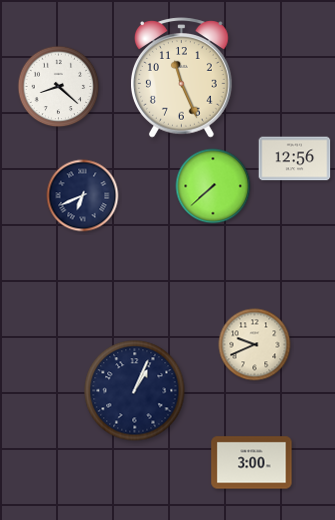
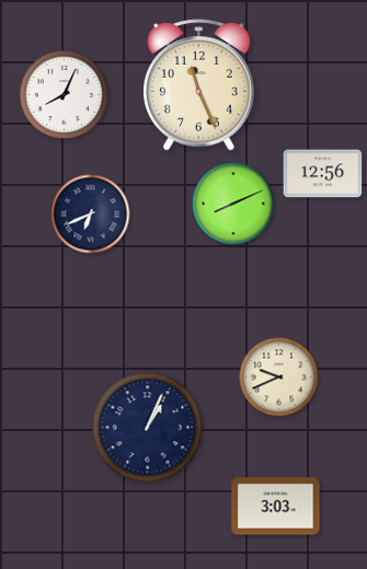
clock at (59, 87): 8:22 -> 8:04
clock at (213, 186): 7:38 -> 8:11
clock at (252, 463): 3:00 -> 3:03
